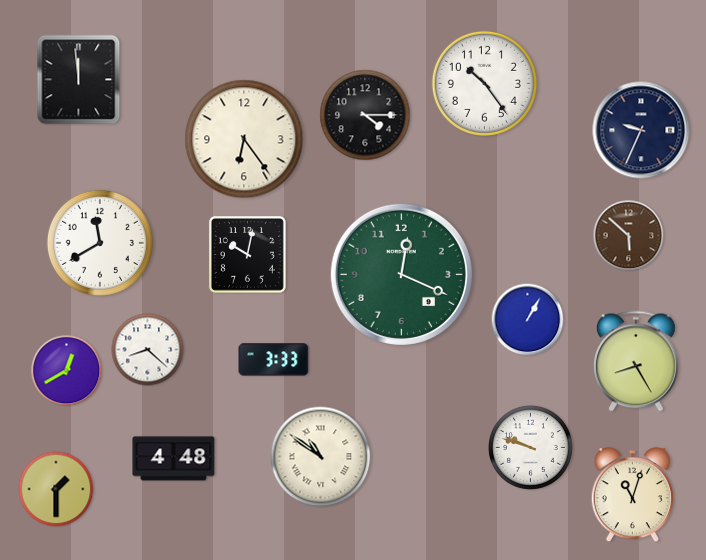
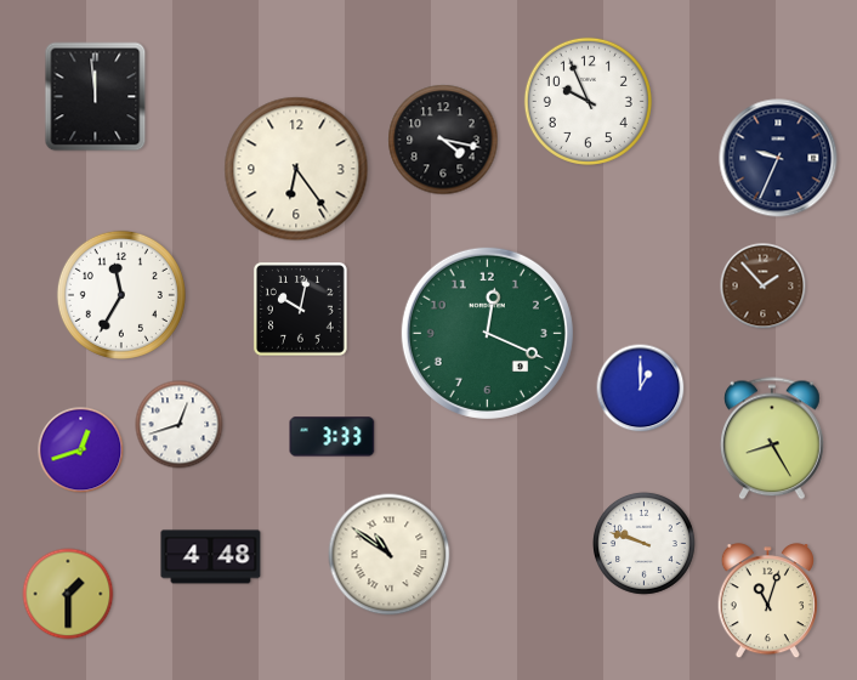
clock at (484, 83): 10:24 -> 9:56
clock at (365, 115): 4:15 -> 4:17
clock at (629, 236): 5:52 -> 1:53
clock at (100, 243): 11:40 -> 11:35
clock at (528, 320): 1:05 -> 1:00
clock at (148, 350): 8:22 -> 12:42
clock at (67, 371): 12:40 -> 12:42
